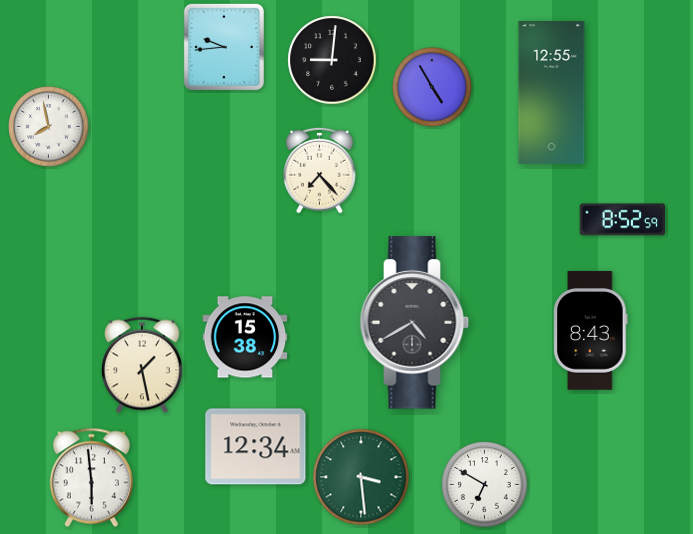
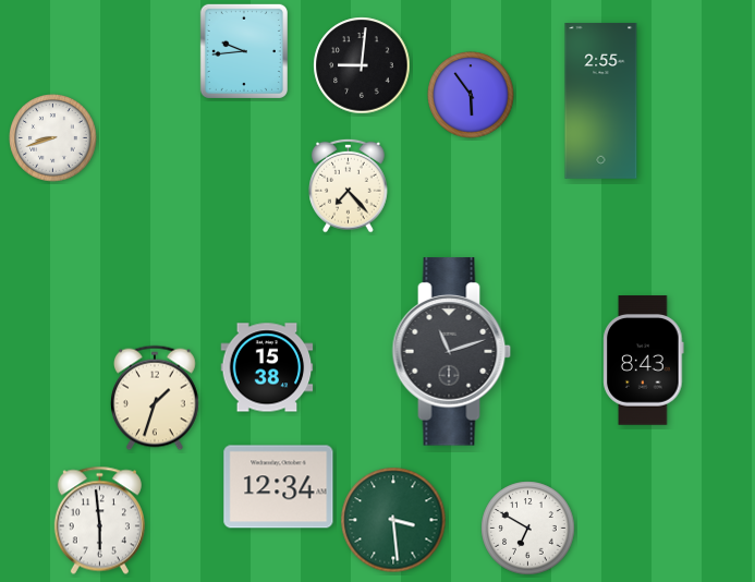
clock at (432, 87): 4:55 -> 5:54
clock at (552, 92): 12:55 -> 2:55
clock at (49, 127): 7:58 -> 8:42
clock at (623, 220): 8:52 -> none
clock at (415, 323): 4:40 -> 11:12
clock at (143, 365): 1:28 -> 1:33
